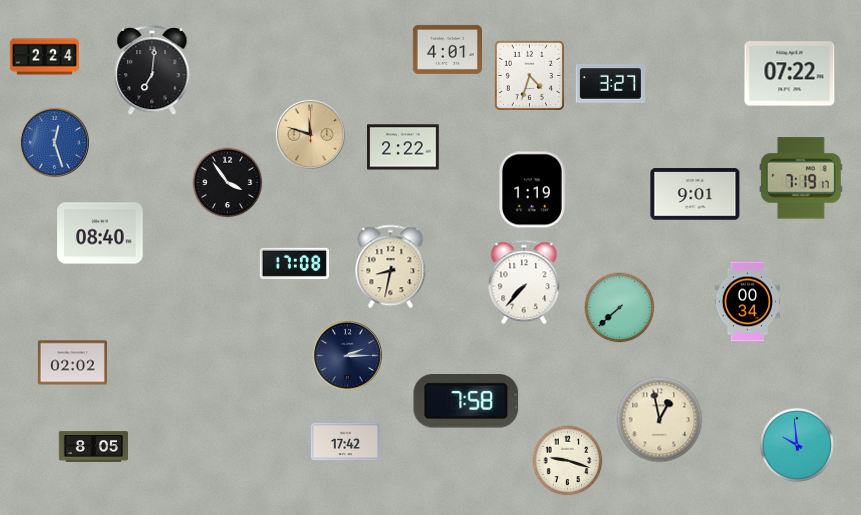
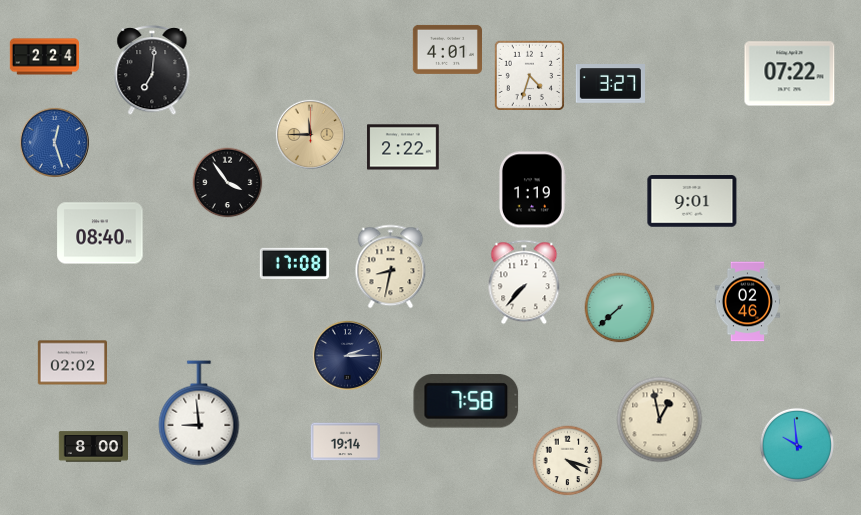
clock at (310, 134): 11:48 -> 11:45
clock at (801, 178): 7:19 -> none
clock at (695, 194) position: (695, 194) -> (692, 201)
clock at (747, 302): 00:34 -> 02:46
clock at (199, 413): none -> 8:59
clock at (345, 442): 17:42 -> 19:14
clock at (93, 447): 8:05 -> 8:00
clock at (568, 461): 9:18 -> 4:18
